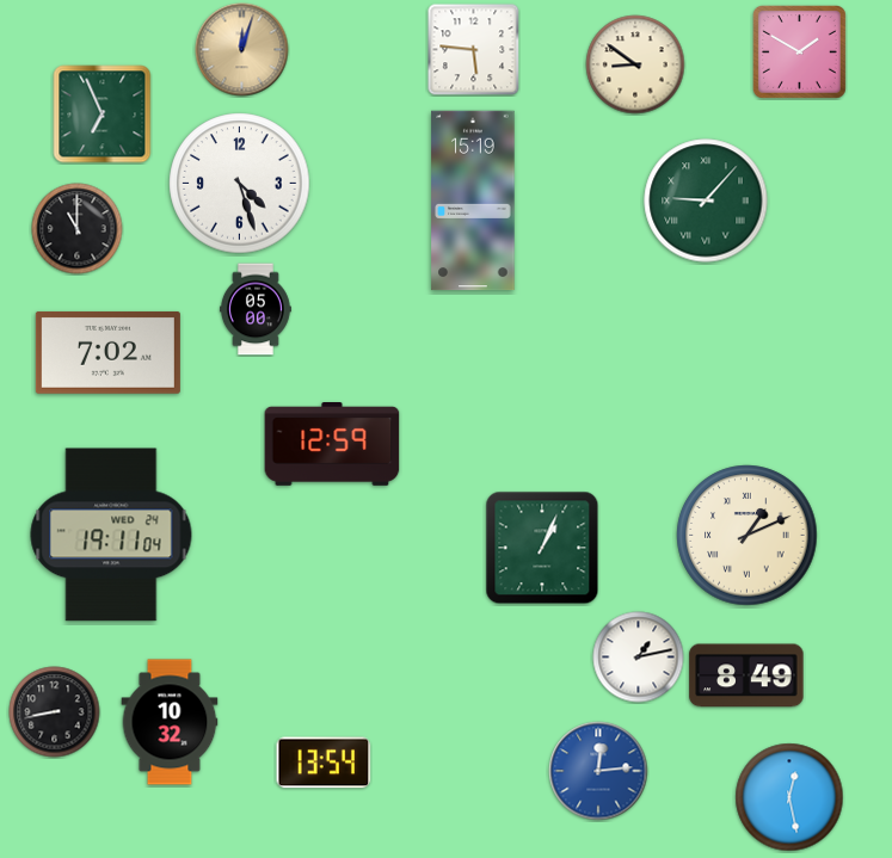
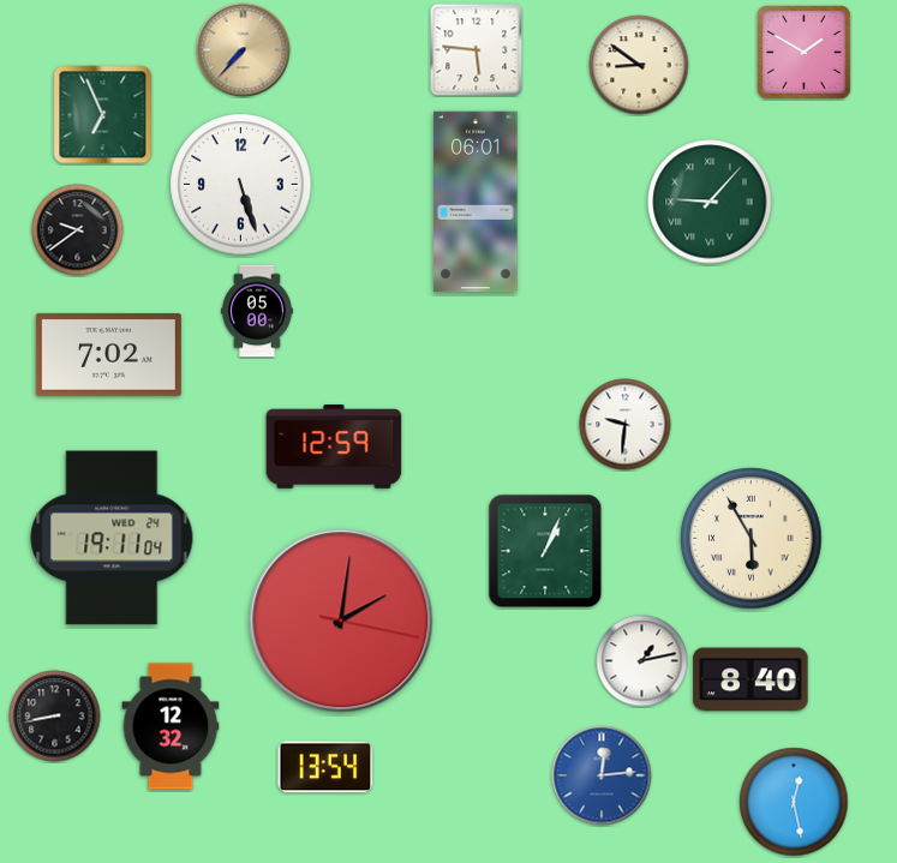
clock at (242, 50): 12:03 -> 7:37
clock at (240, 184): 4:27 -> 5:27
clock at (473, 200): 15:19 -> 06:01
clock at (78, 229): 11:00 -> 9:39
clock at (626, 425): none -> 9:31
clock at (748, 536): 1:11 -> 5:55
clock at (341, 621): none -> 2:01
clock at (746, 675): 8:49 -> 8:40
clock at (170, 722): 10:32 -> 12:32
